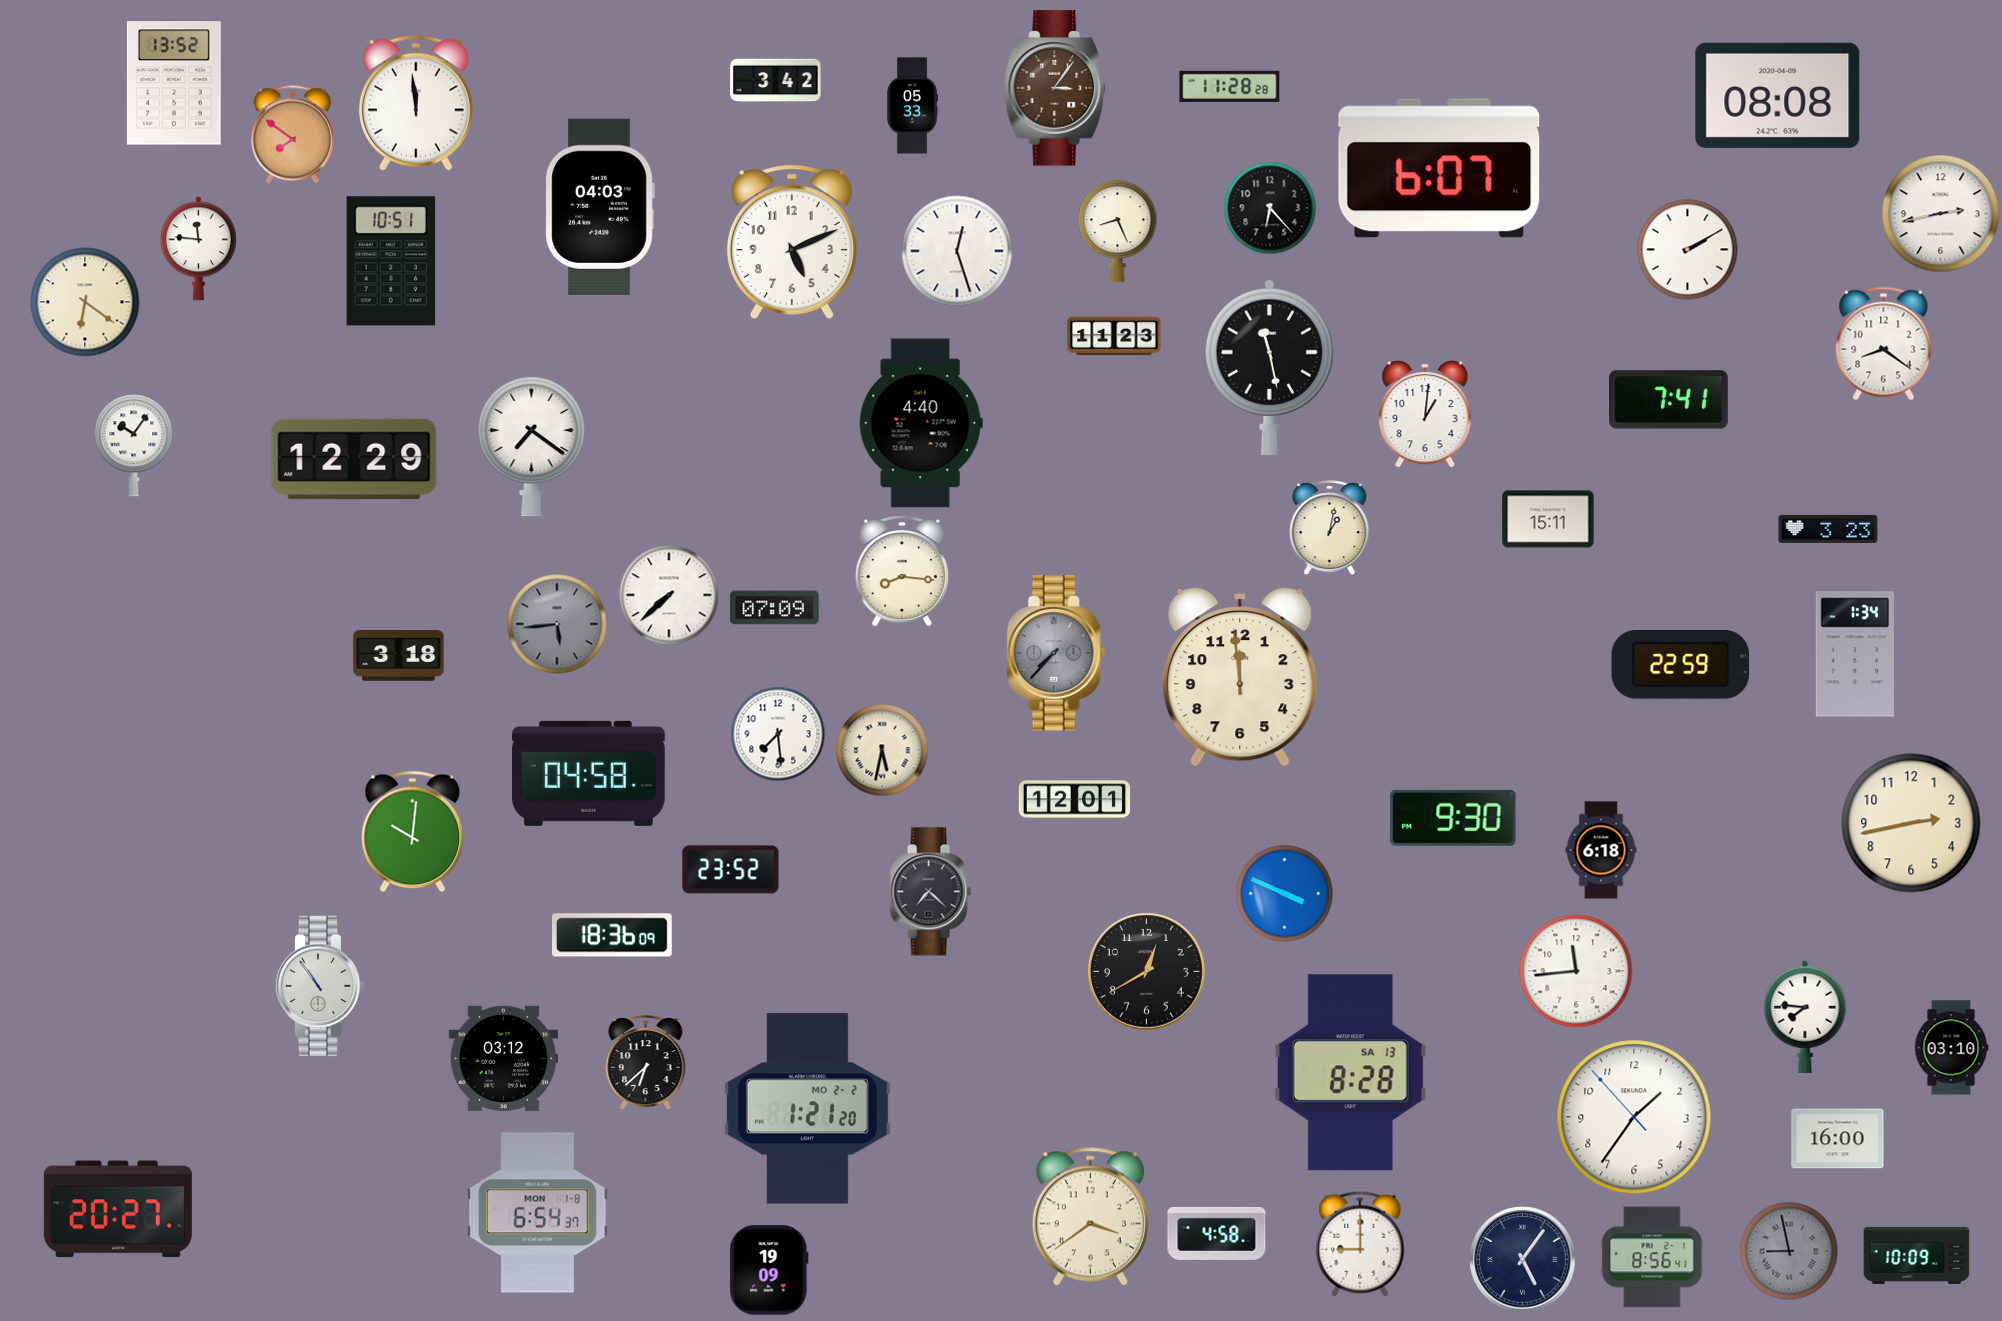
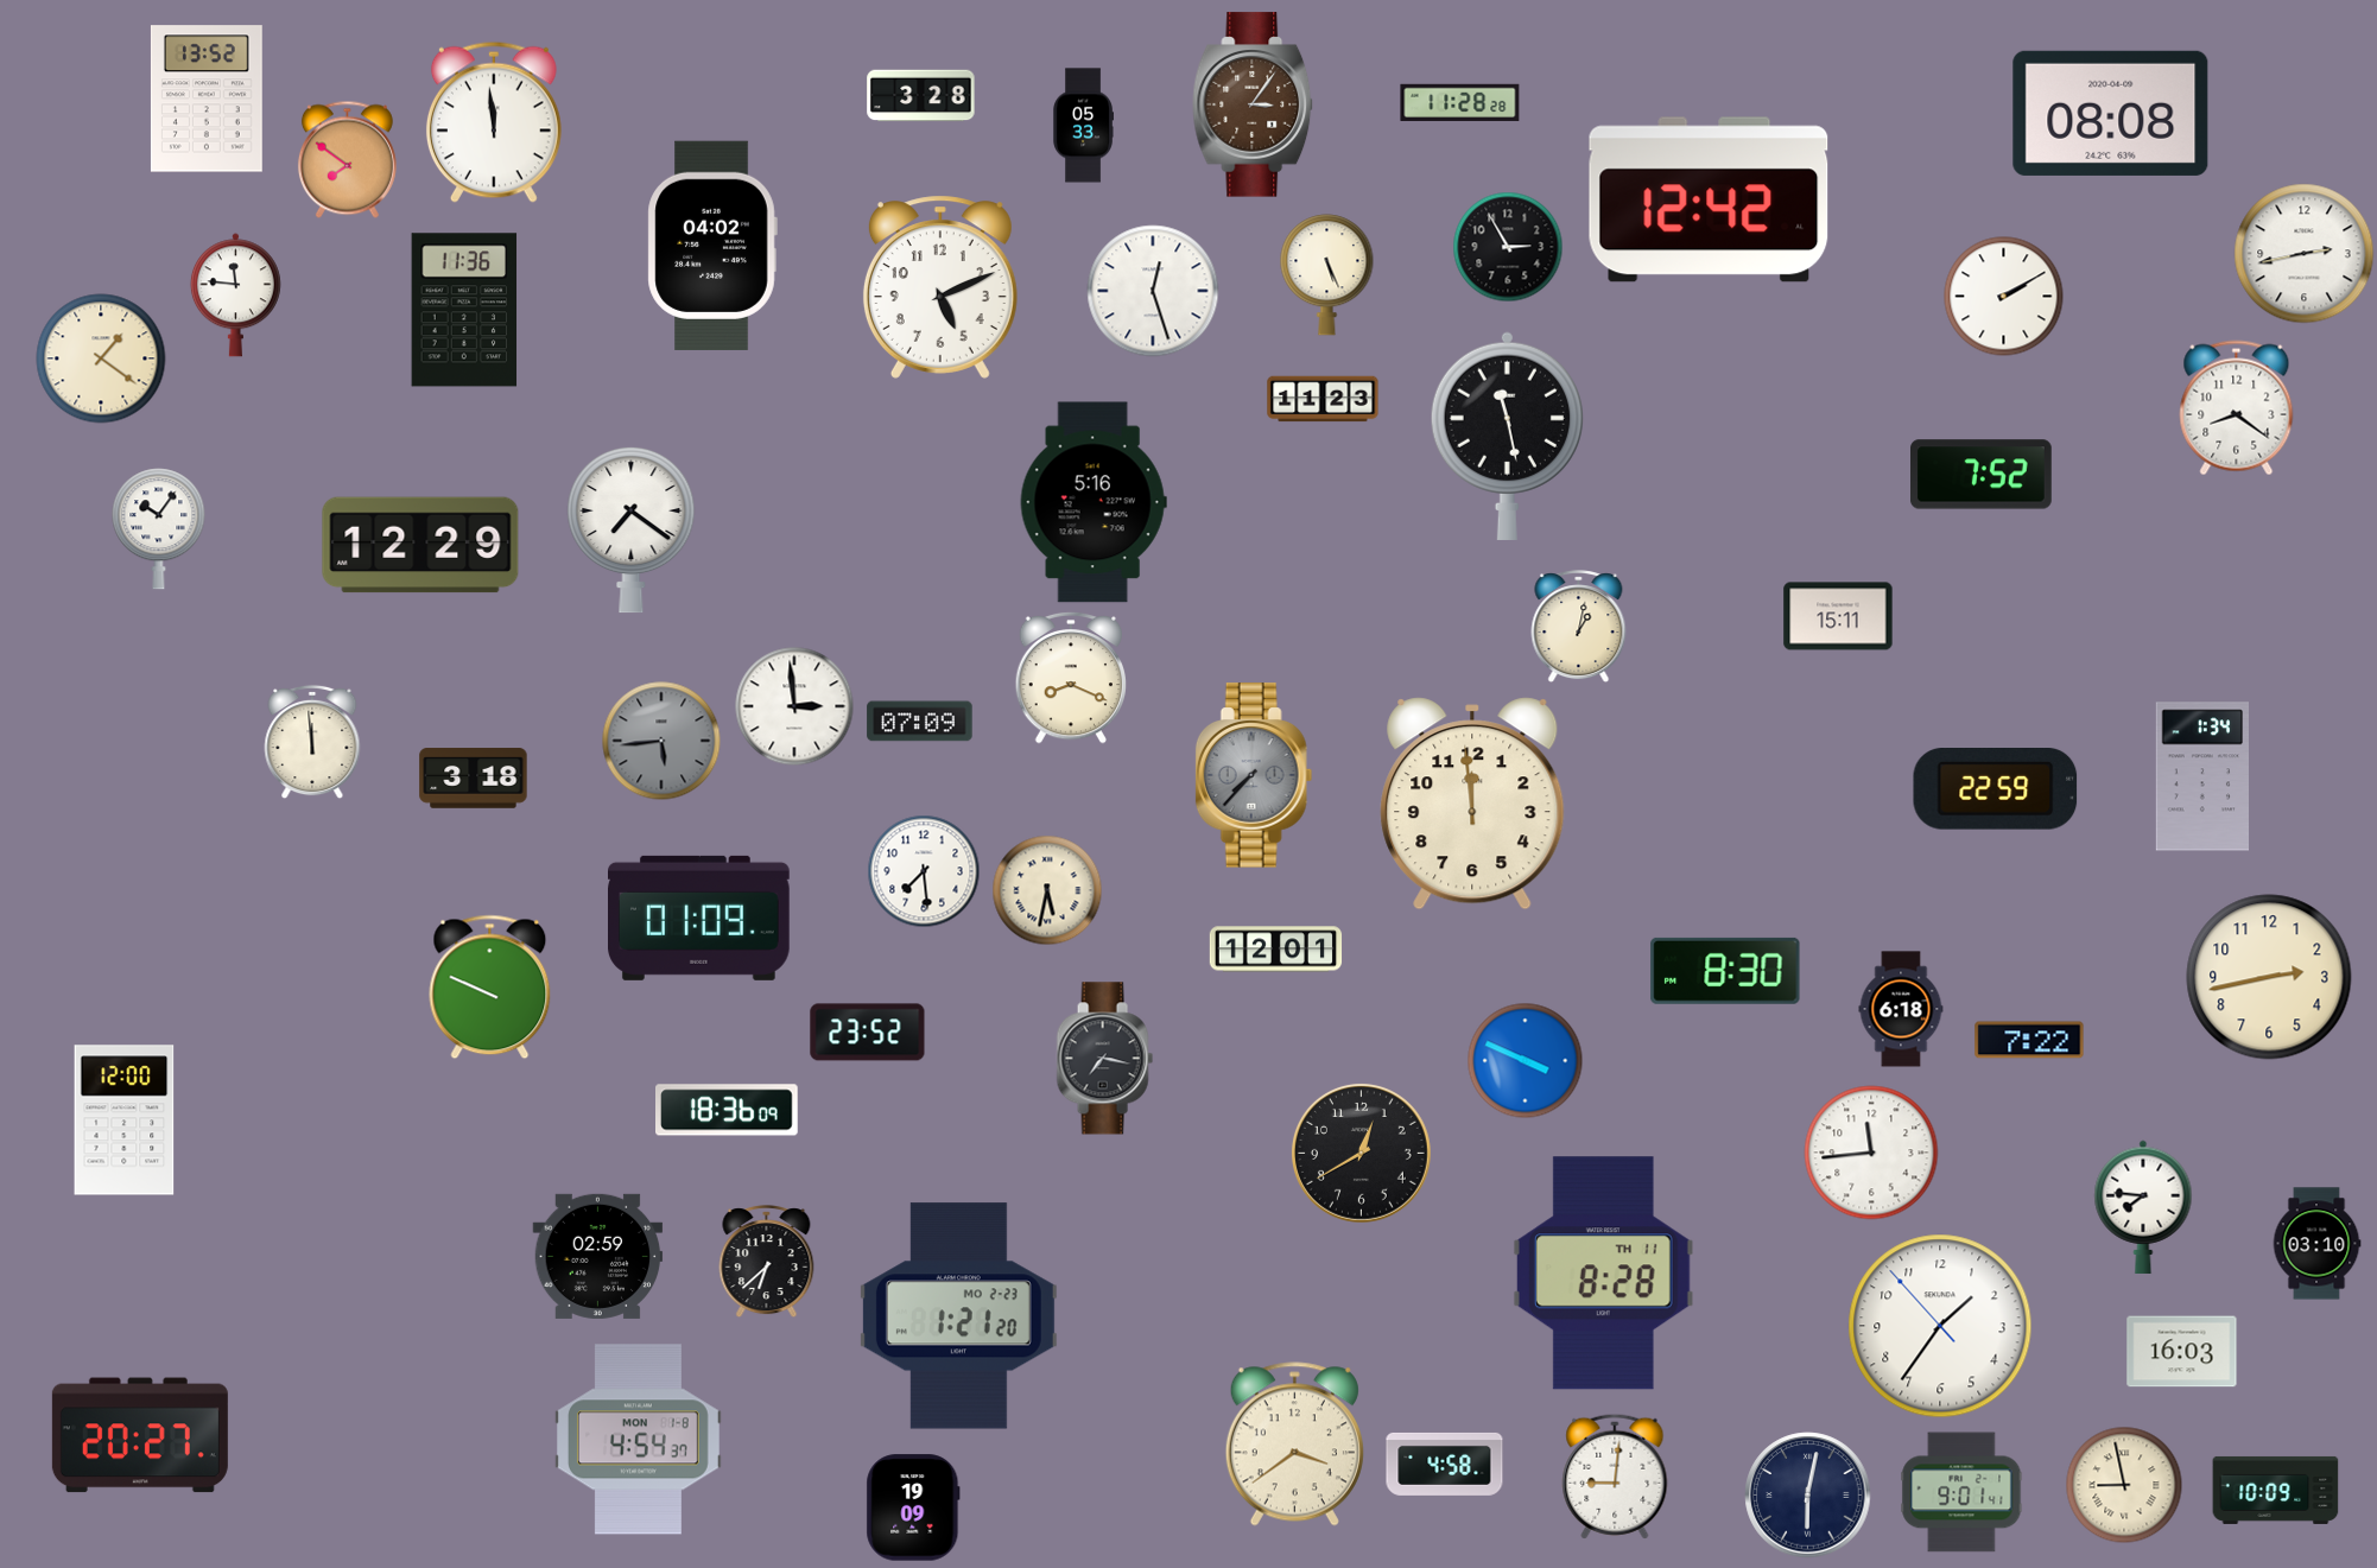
clock at (776, 81): 3:42 -> 3:28
clock at (1439, 168): 6:07 -> 12:42
clock at (600, 207): 04:03 -> 04:02
clock at (1270, 208): 6:23 -> 2:55
clock at (1118, 232): 8:26 -> 5:26
clock at (957, 251) position: (957, 251) -> (1153, 291)
clock at (391, 261): 10:51 -> 11:36
clock at (85, 302): 6:21 -> 1:21
clock at (1669, 400): 7:41 -> 7:52
clock at (1425, 414): 1:01 -> none
clock at (921, 423): 4:40 -> 5:16
clock at (1828, 529): 3:23 -> none
clock at (902, 571): 8:16 -> 8:19
clock at (669, 595): 7:38 -> 2:59
clock at (312, 742): none -> 11:59
clock at (589, 773): 04:58 -> 01:09
clock at (1453, 818): 9:30 -> 8:30
clock at (413, 832): 10:01 -> 9:49
clock at (2029, 1040): none -> 7:22
clock at (930, 892): 7:22 -> 7:17
clock at (125, 1121): none -> 12:00
clock at (320, 986): 10:54 -> none
clock at (504, 1058): 03:12 -> 02:59
clock at (1350, 1073) date: SA 13 -> TH 11
clock at (807, 1109) date: MO 2-2 -> MO 2-23
clock at (1838, 1139): 16:00 -> 16:03
clock at (537, 1213): 6:54 -> 4:54
clock at (1360, 1244): 9:00 -> 9:01
clock at (1789, 1251) dial: grey -> cream
clock at (1652, 1257): 8:56 -> 9:01
clock at (1523, 1260): 5:06 -> 6:02
